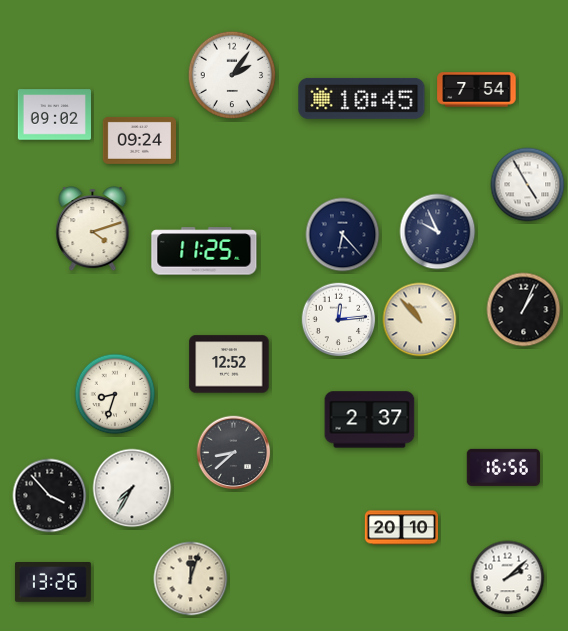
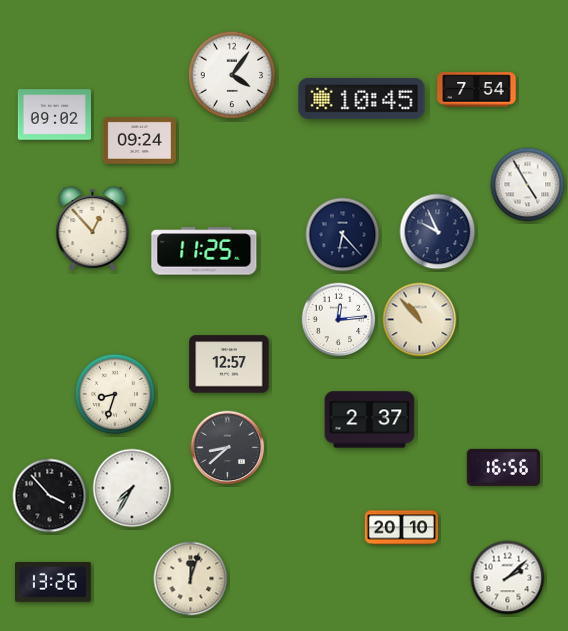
clock at (232, 75): 2:06 -> 4:06
clock at (93, 230): 4:12 -> 12:53
clock at (524, 310): 1:04 -> none
clock at (229, 364): 12:52 -> 12:57
clock at (234, 453) position: (234, 453) -> (228, 448)
